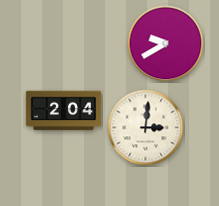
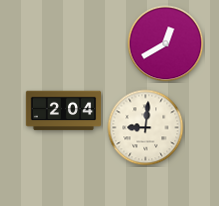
clock at (166, 44): 9:40 -> 12:40
clock at (146, 128): 3:01 -> 9:01
